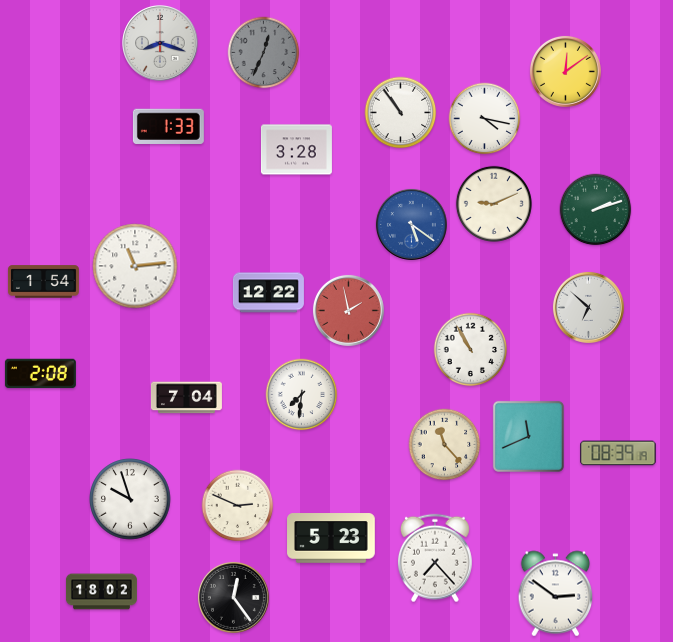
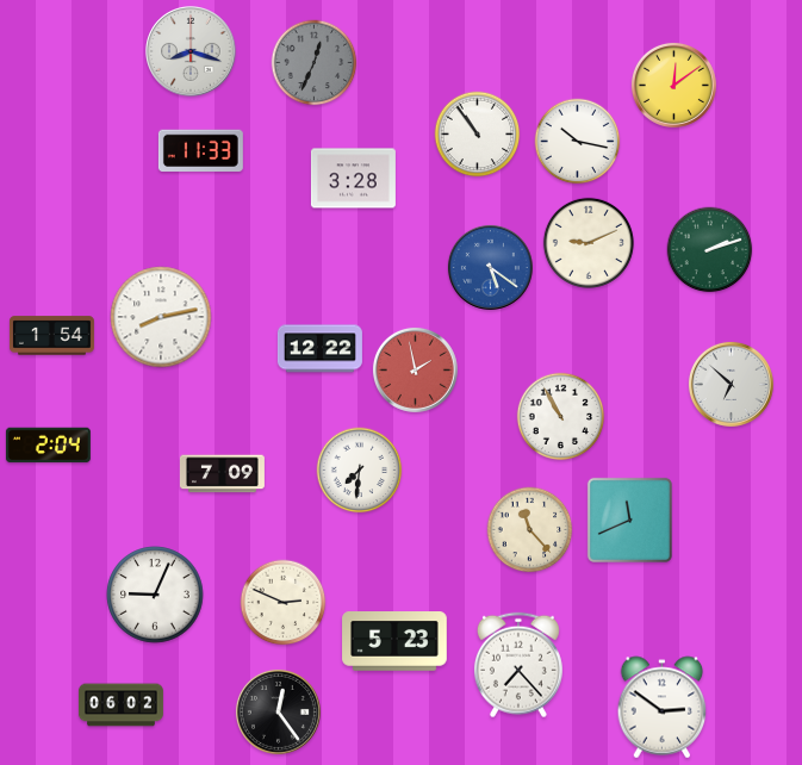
clock at (485, 119): 4:17 -> 10:17
clock at (168, 126): 1:33 -> 11:33
clock at (135, 266): 11:14 -> 8:13
clock at (588, 307) position: (588, 307) -> (730, 384)
clock at (40, 374): 2:08 -> 2:04
clock at (186, 398): 7:04 -> 7:09
clock at (618, 453): 08:39 -> none
clock at (130, 499): 9:57 -> 9:04
clock at (101, 592): 18:02 -> 06:02
